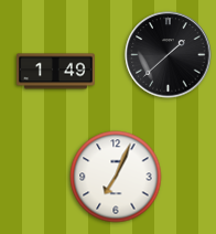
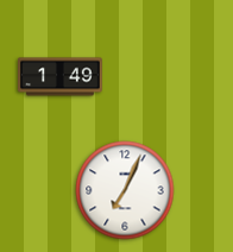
clock at (169, 55): 1:38 -> none
